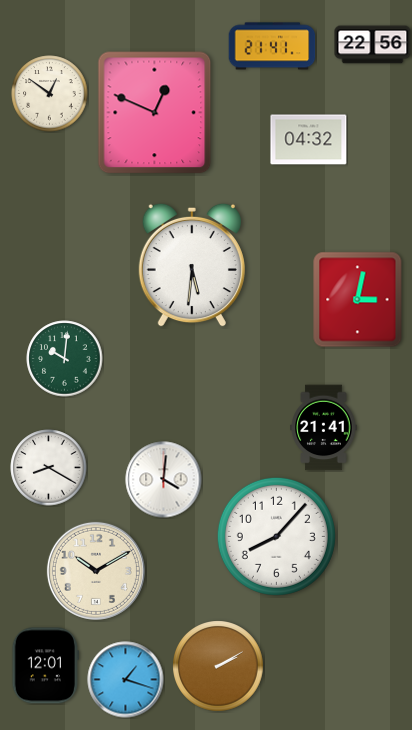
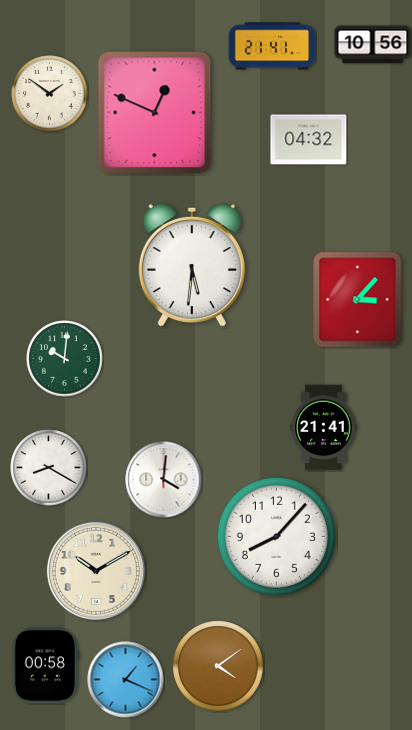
clock at (373, 45): 22:56 -> 10:56
clock at (50, 94): 12:51 -> 1:51
clock at (358, 300): 3:02 -> 3:07
clock at (45, 666): 12:01 -> 00:58
clock at (218, 666): 2:10 -> 4:09
clock at (126, 680): 1:18 -> 1:19
